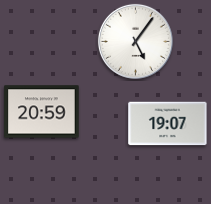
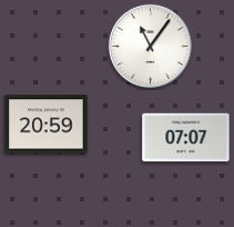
clock at (135, 41): 5:06 -> 11:06
clock at (168, 124): 19:07 -> 07:07
